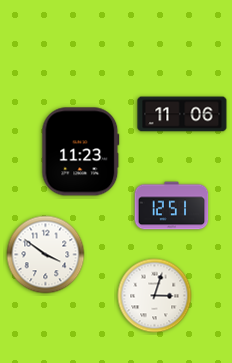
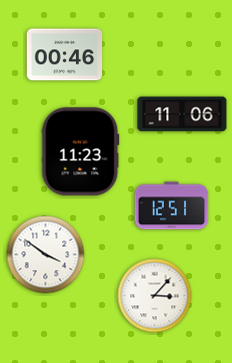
clock at (65, 55): none -> 00:46
clock at (155, 296): 3:03 -> 3:07
